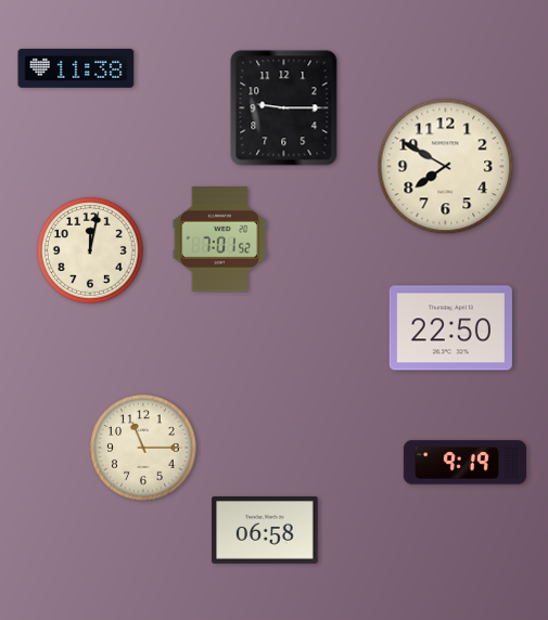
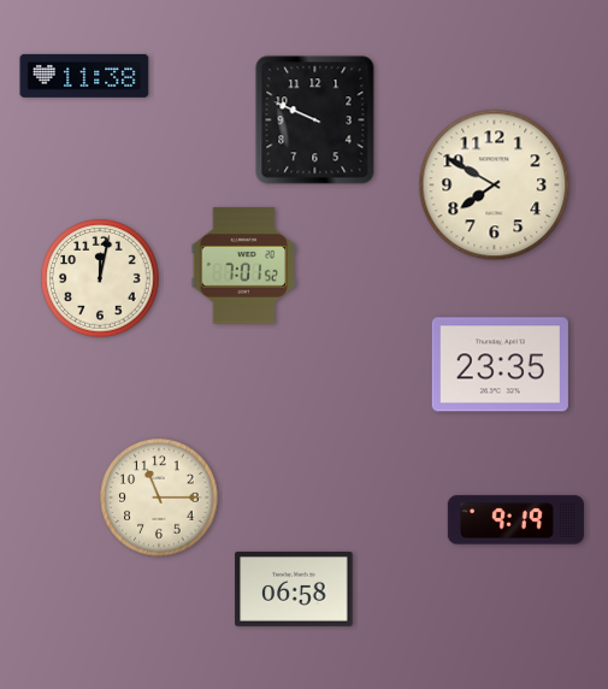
clock at (284, 108): 9:15 -> 9:49
clock at (450, 328): 22:50 -> 23:35
clock at (464, 463) position: (464, 463) -> (515, 520)
